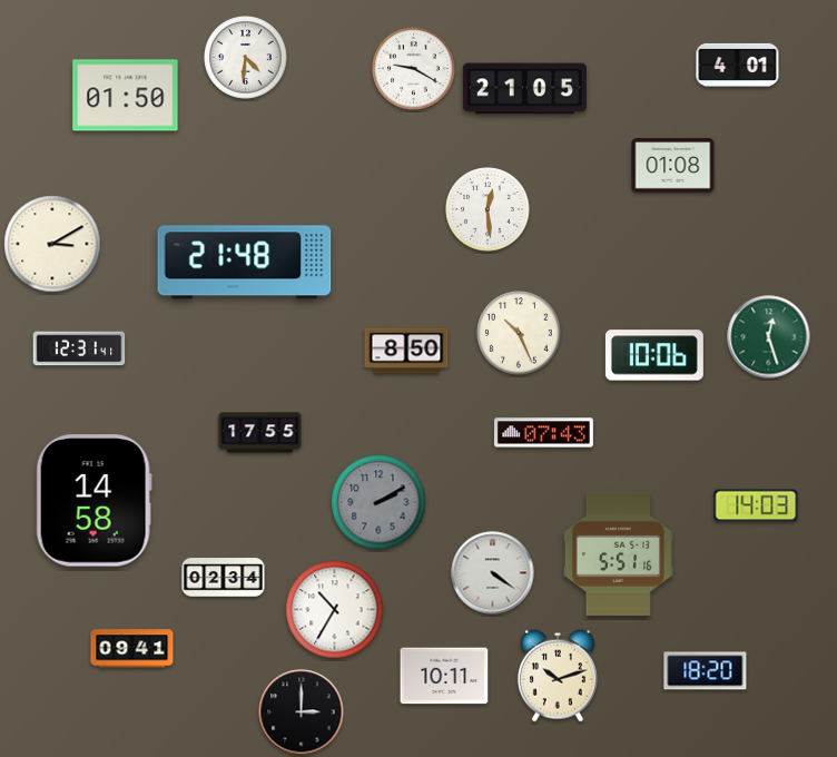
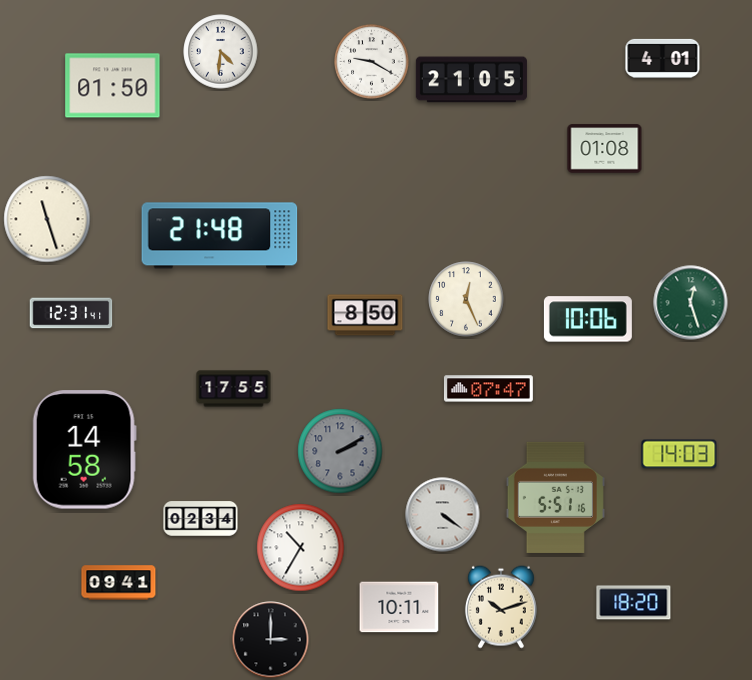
clock at (488, 209): 12:29 -> none
clock at (52, 244): 3:10 -> 11:27
clock at (519, 333): 10:26 -> 12:26
clock at (543, 433): 07:43 -> 07:47
